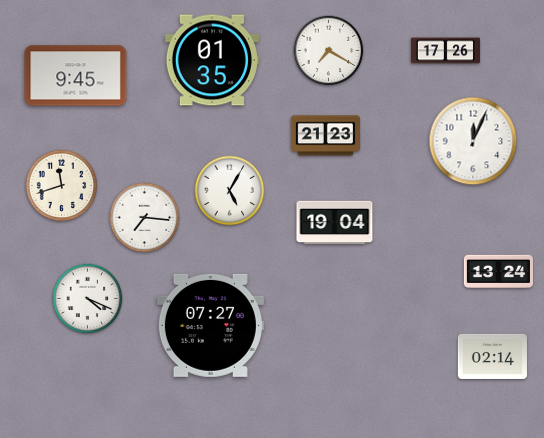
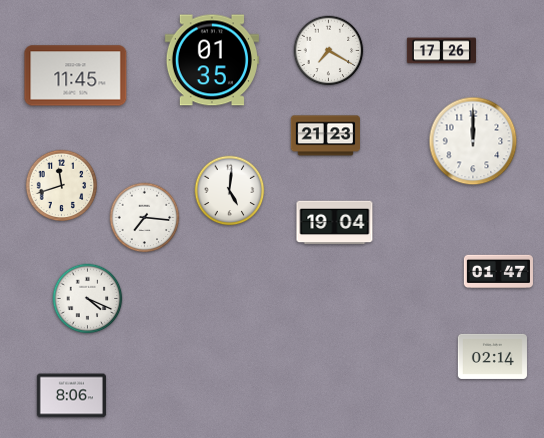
clock at (445, 51) position: (445, 51) -> (441, 51)
clock at (76, 76): 9:45 -> 11:45
clock at (473, 141): 12:04 -> 12:00
clock at (230, 191): 5:05 -> 5:01
clock at (498, 271): 13:24 -> 01:47
clock at (210, 325): 07:27 -> none
clock at (71, 396): none -> 8:06
